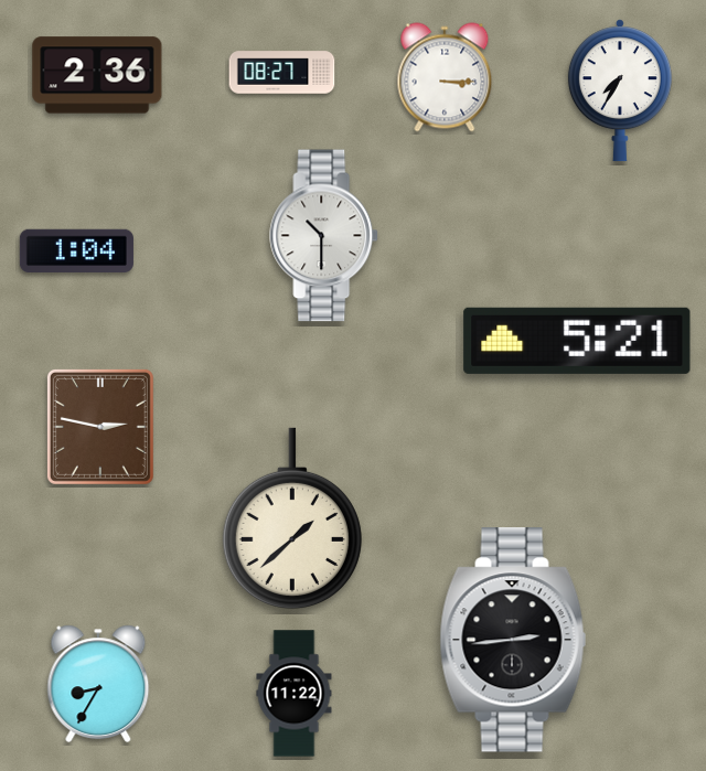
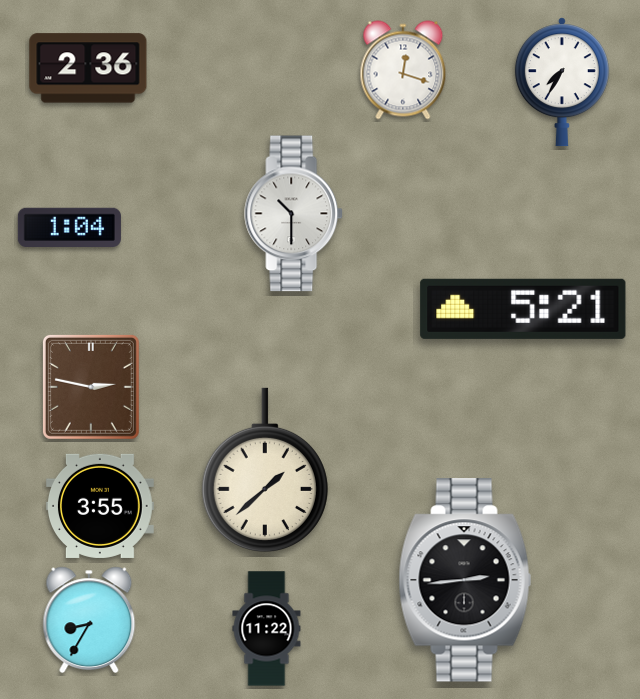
clock at (282, 73): 08:27 -> none
clock at (445, 77): 3:15 -> 12:18
clock at (100, 506): none -> 3:55
